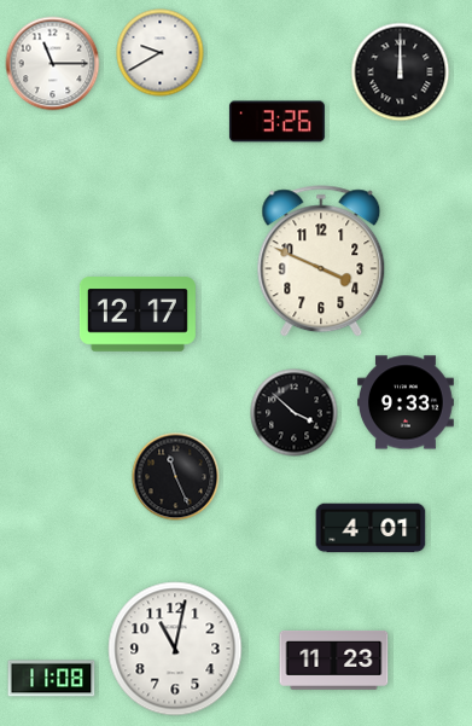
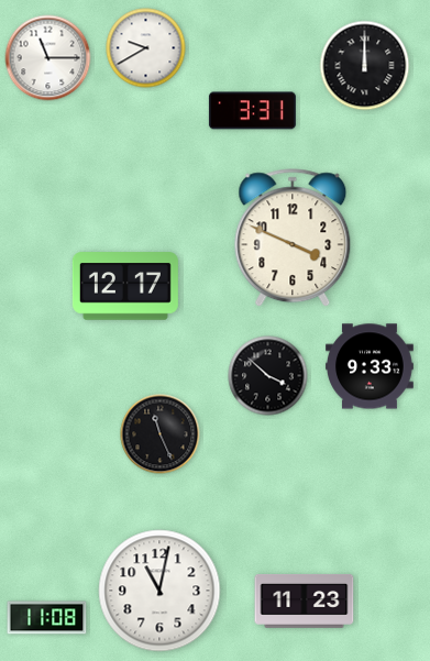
clock at (276, 122): 3:26 -> 3:31
clock at (371, 528): 4:01 -> none
